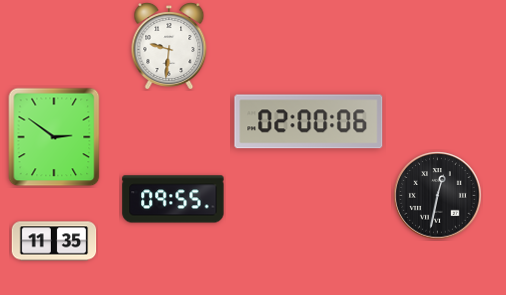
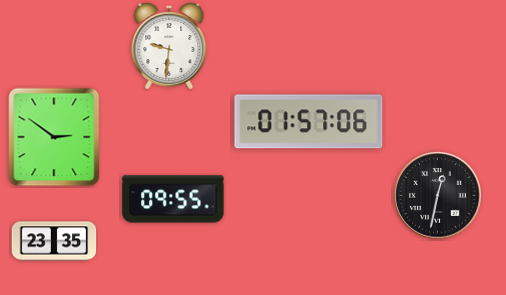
clock at (309, 122): 02:00 -> 01:57
clock at (54, 241): 11:35 -> 23:35
